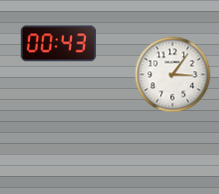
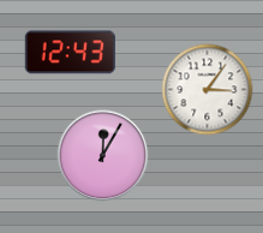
clock at (58, 44): 00:43 -> 12:43
clock at (103, 156): none -> 12:05
